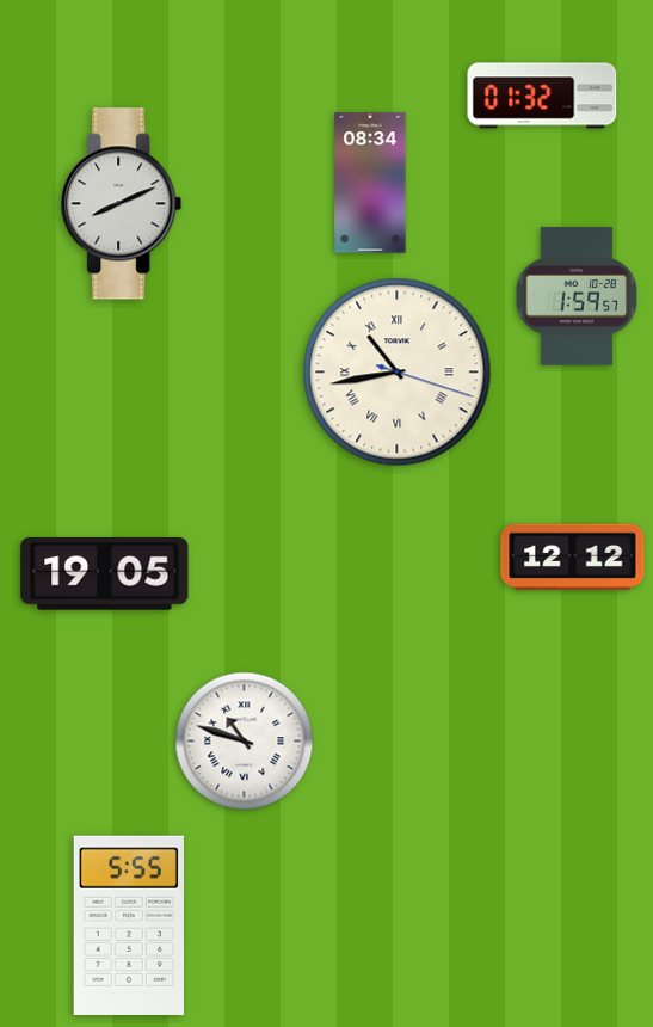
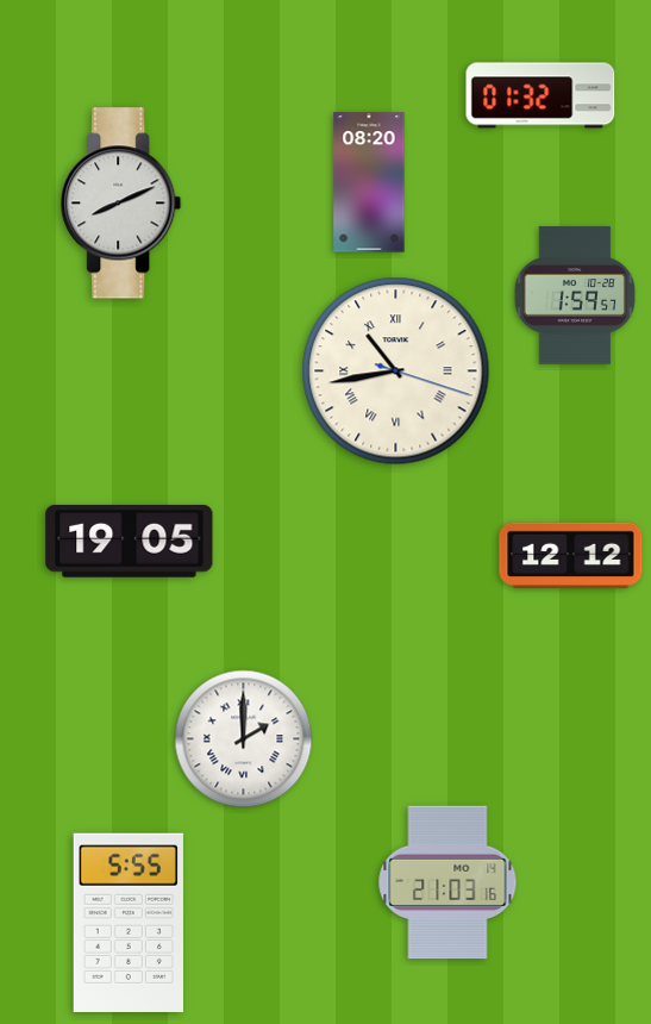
clock at (370, 183): 08:34 -> 08:20
clock at (105, 574) position: (105, 574) -> (130, 542)
clock at (245, 742): 10:48 -> 2:00
clock at (447, 882): none -> 21:03
